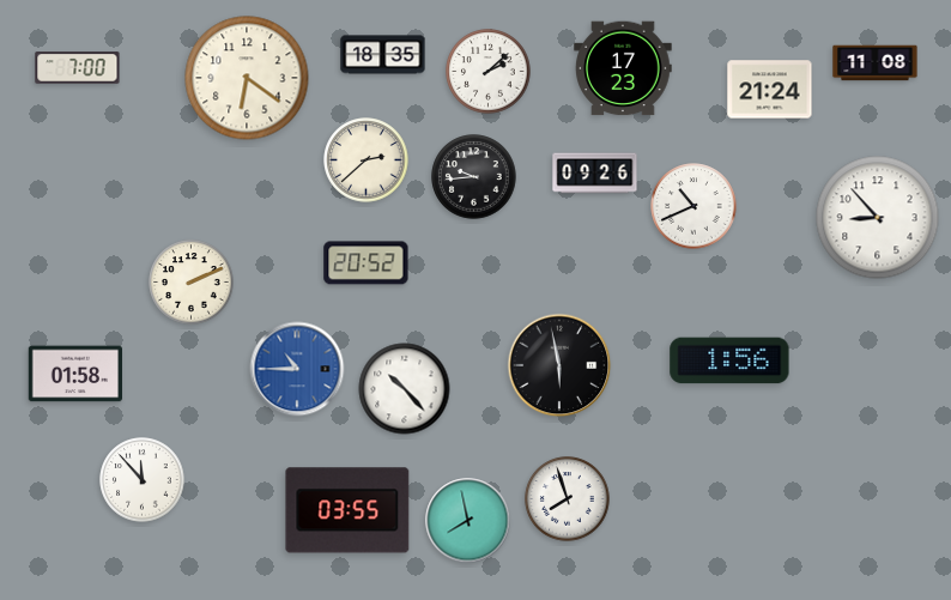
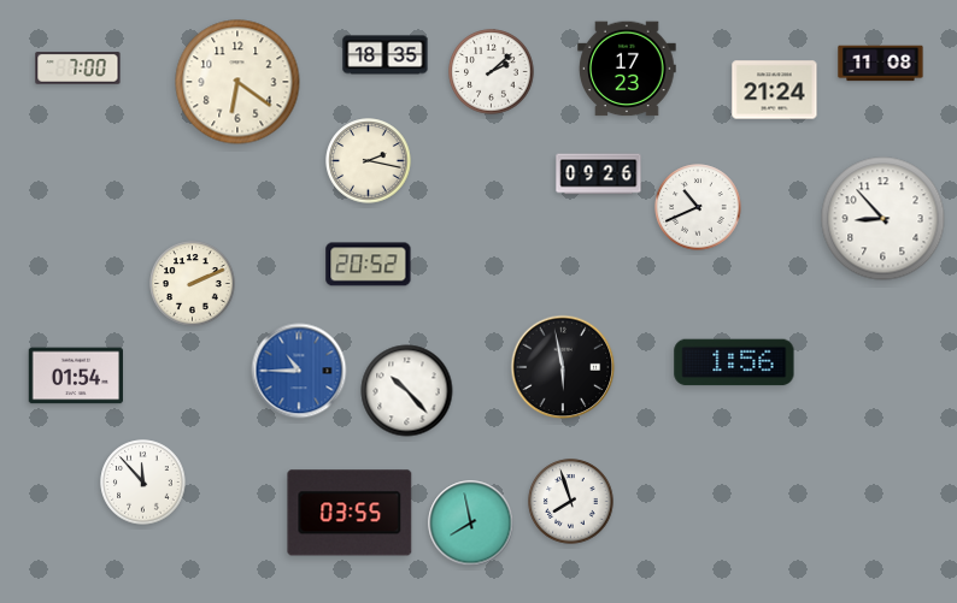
clock at (247, 78) position: (247, 78) -> (237, 82)
clock at (367, 160): 2:38 -> 2:17
clock at (474, 177): 9:44 -> none
clock at (74, 374): 01:58 -> 01:54
